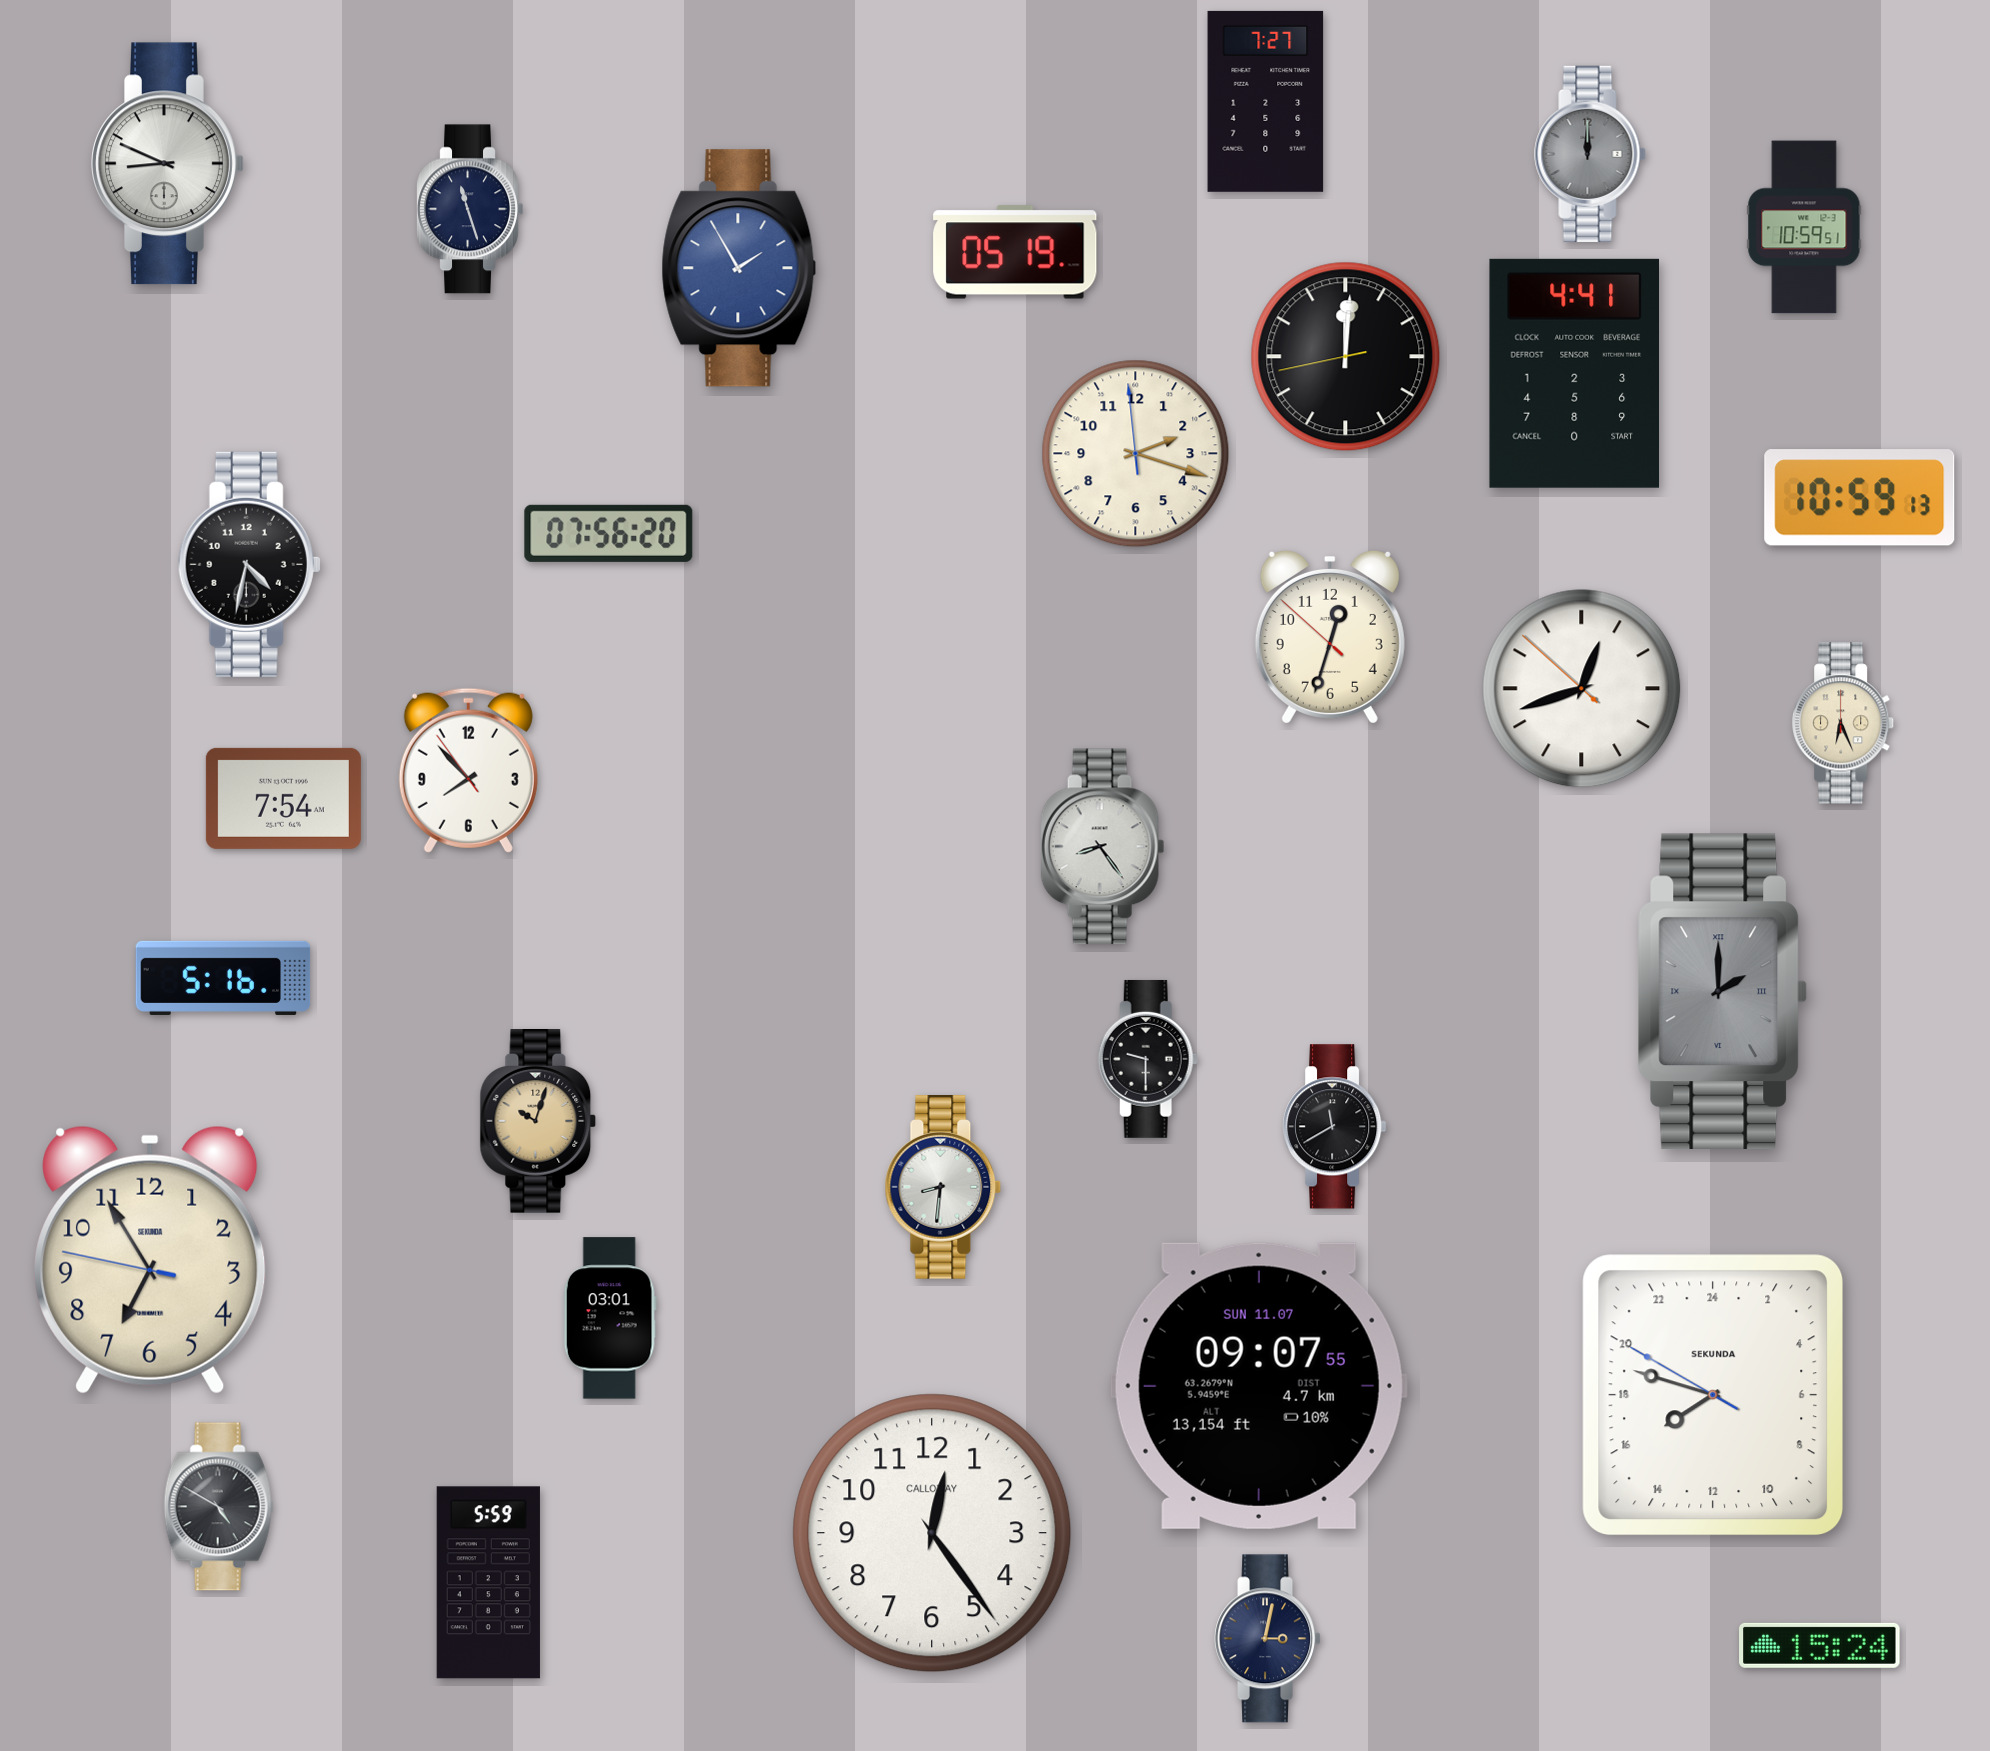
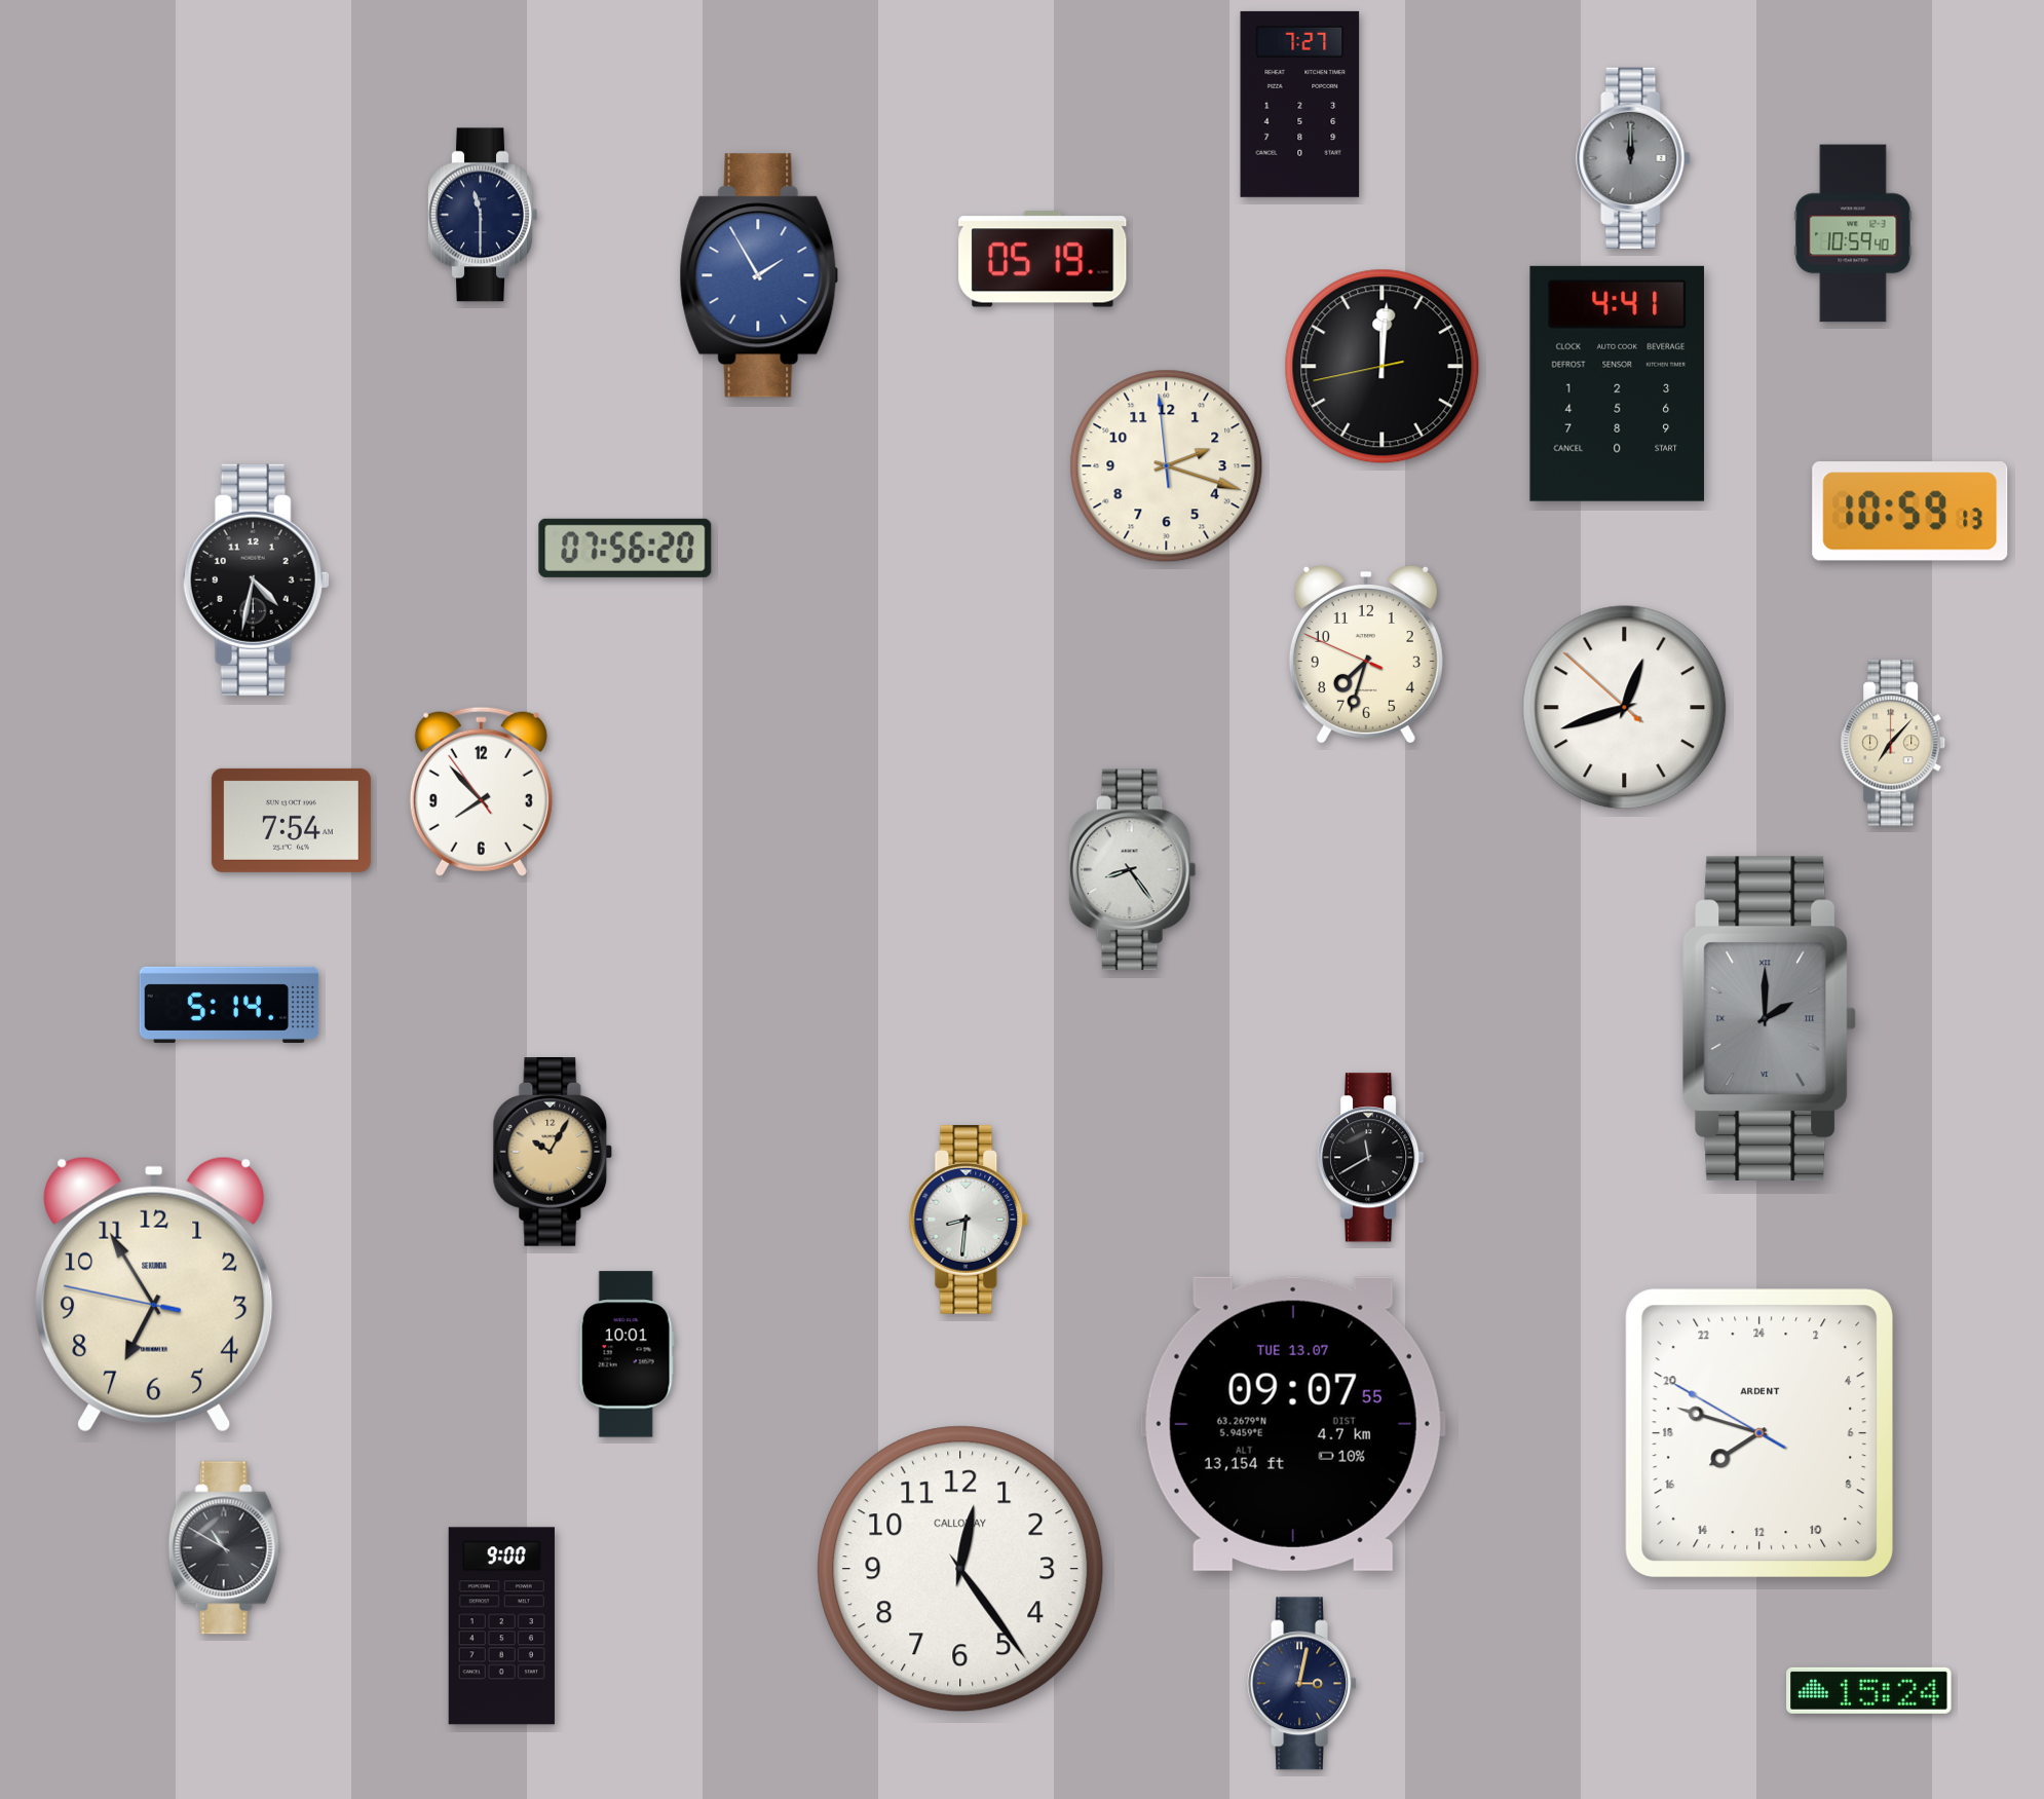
clock at (168, 164): 8:49 -> none
clock at (470, 209): 11:27 -> 11:30
clock at (1804, 227): 10:59:51 -> 10:59:40
clock at (1330, 637): 12:32 -> 7:32
clock at (1844, 723): 6:26 -> 7:07
clock at (223, 978): 5:16 -> 5:14
clock at (1148, 1059): 9:30 -> none
clock at (538, 1122): 10:03 -> 10:05
clock at (610, 1318): 03:01 -> 10:01
clock at (1259, 1386) date: SUN 11.07 -> TUE 13.07
clock at (1713, 1395) brand: SEKUNDA -> ARDENT
clock at (219, 1507): 4:50 -> 10:50
clock at (932, 1533) position: (932, 1533) -> (960, 1569)
clock at (488, 1583): 5:59 -> 9:00
